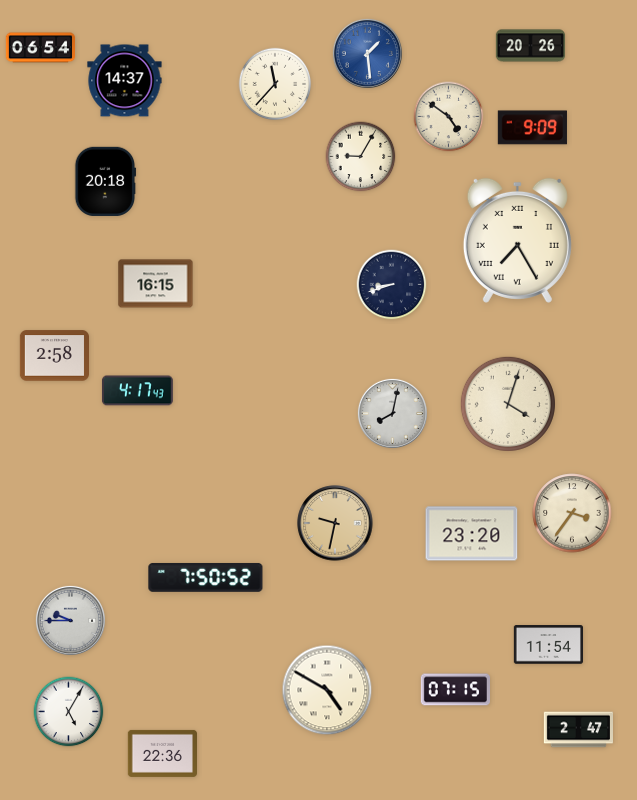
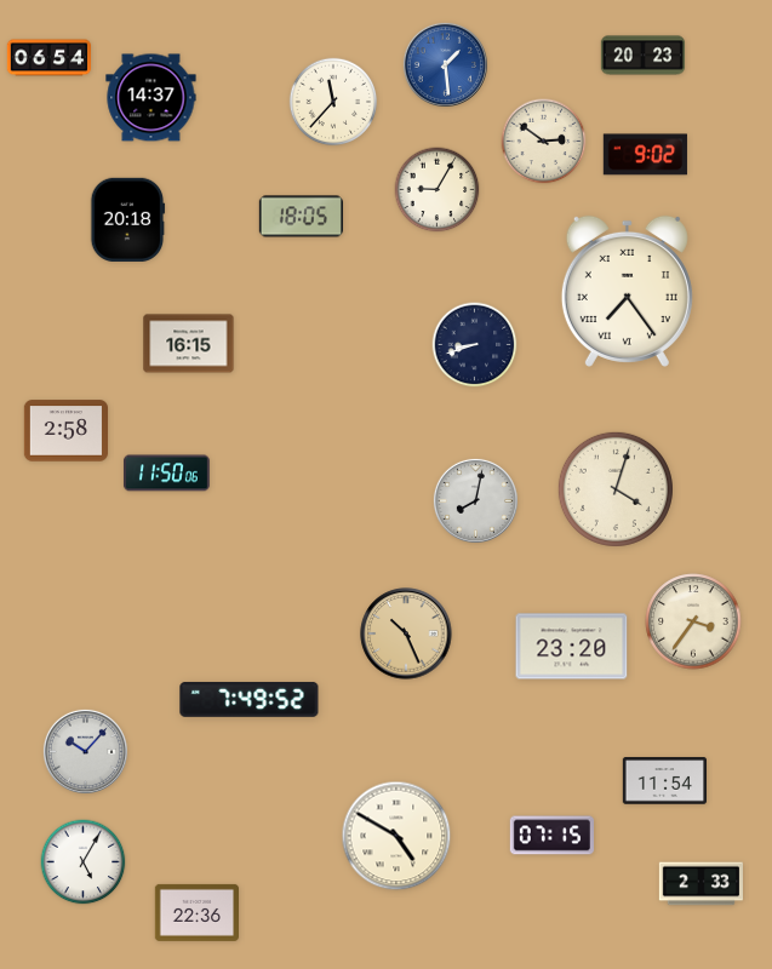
clock at (531, 46): 20:26 -> 20:23
clock at (449, 117): 4:51 -> 2:51
clock at (532, 128): 9:09 -> 9:02
clock at (301, 217): none -> 18:05
clock at (517, 240): 7:25 -> 7:24
clock at (137, 391): 4:17 -> 11:50
clock at (335, 523): 9:32 -> 10:26
clock at (206, 577): 7:50 -> 7:49
clock at (70, 620): 9:45 -> 10:07
clock at (578, 730): 2:47 -> 2:33
